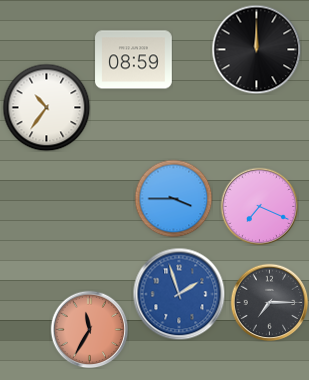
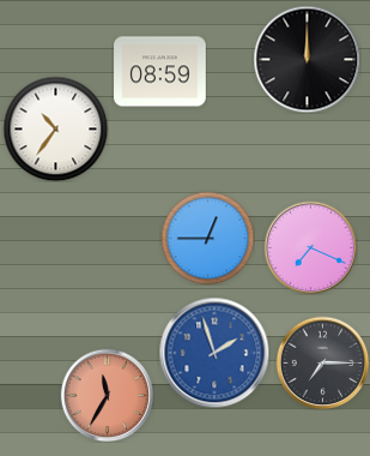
clock at (173, 198): 3:45 -> 12:45
